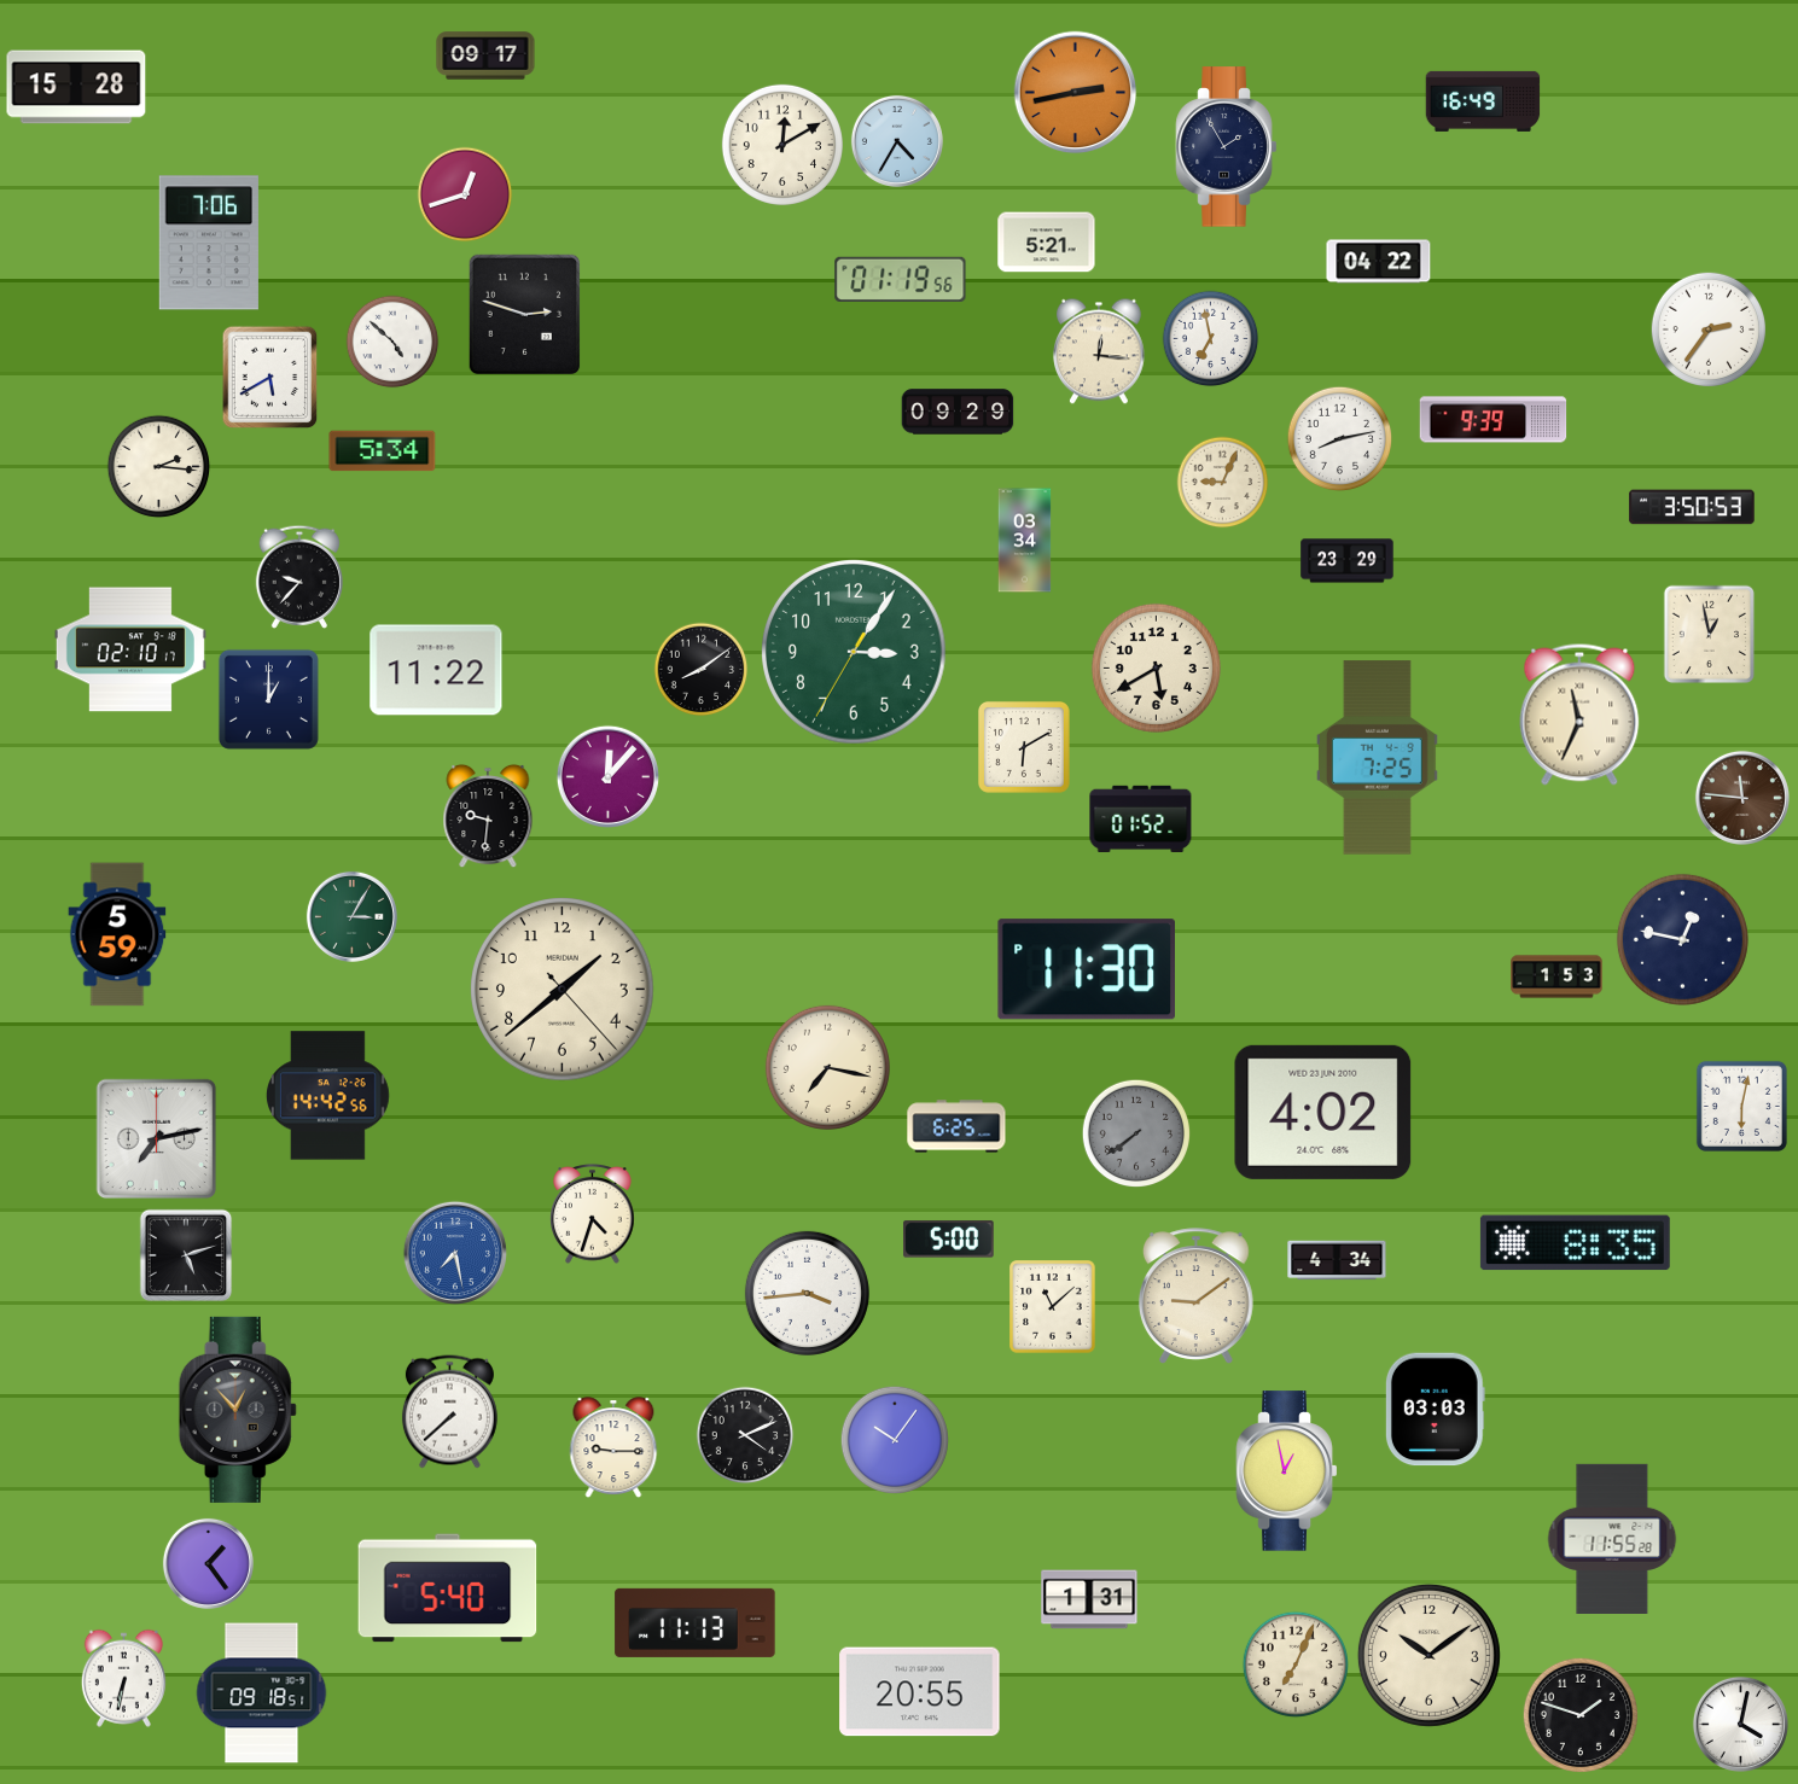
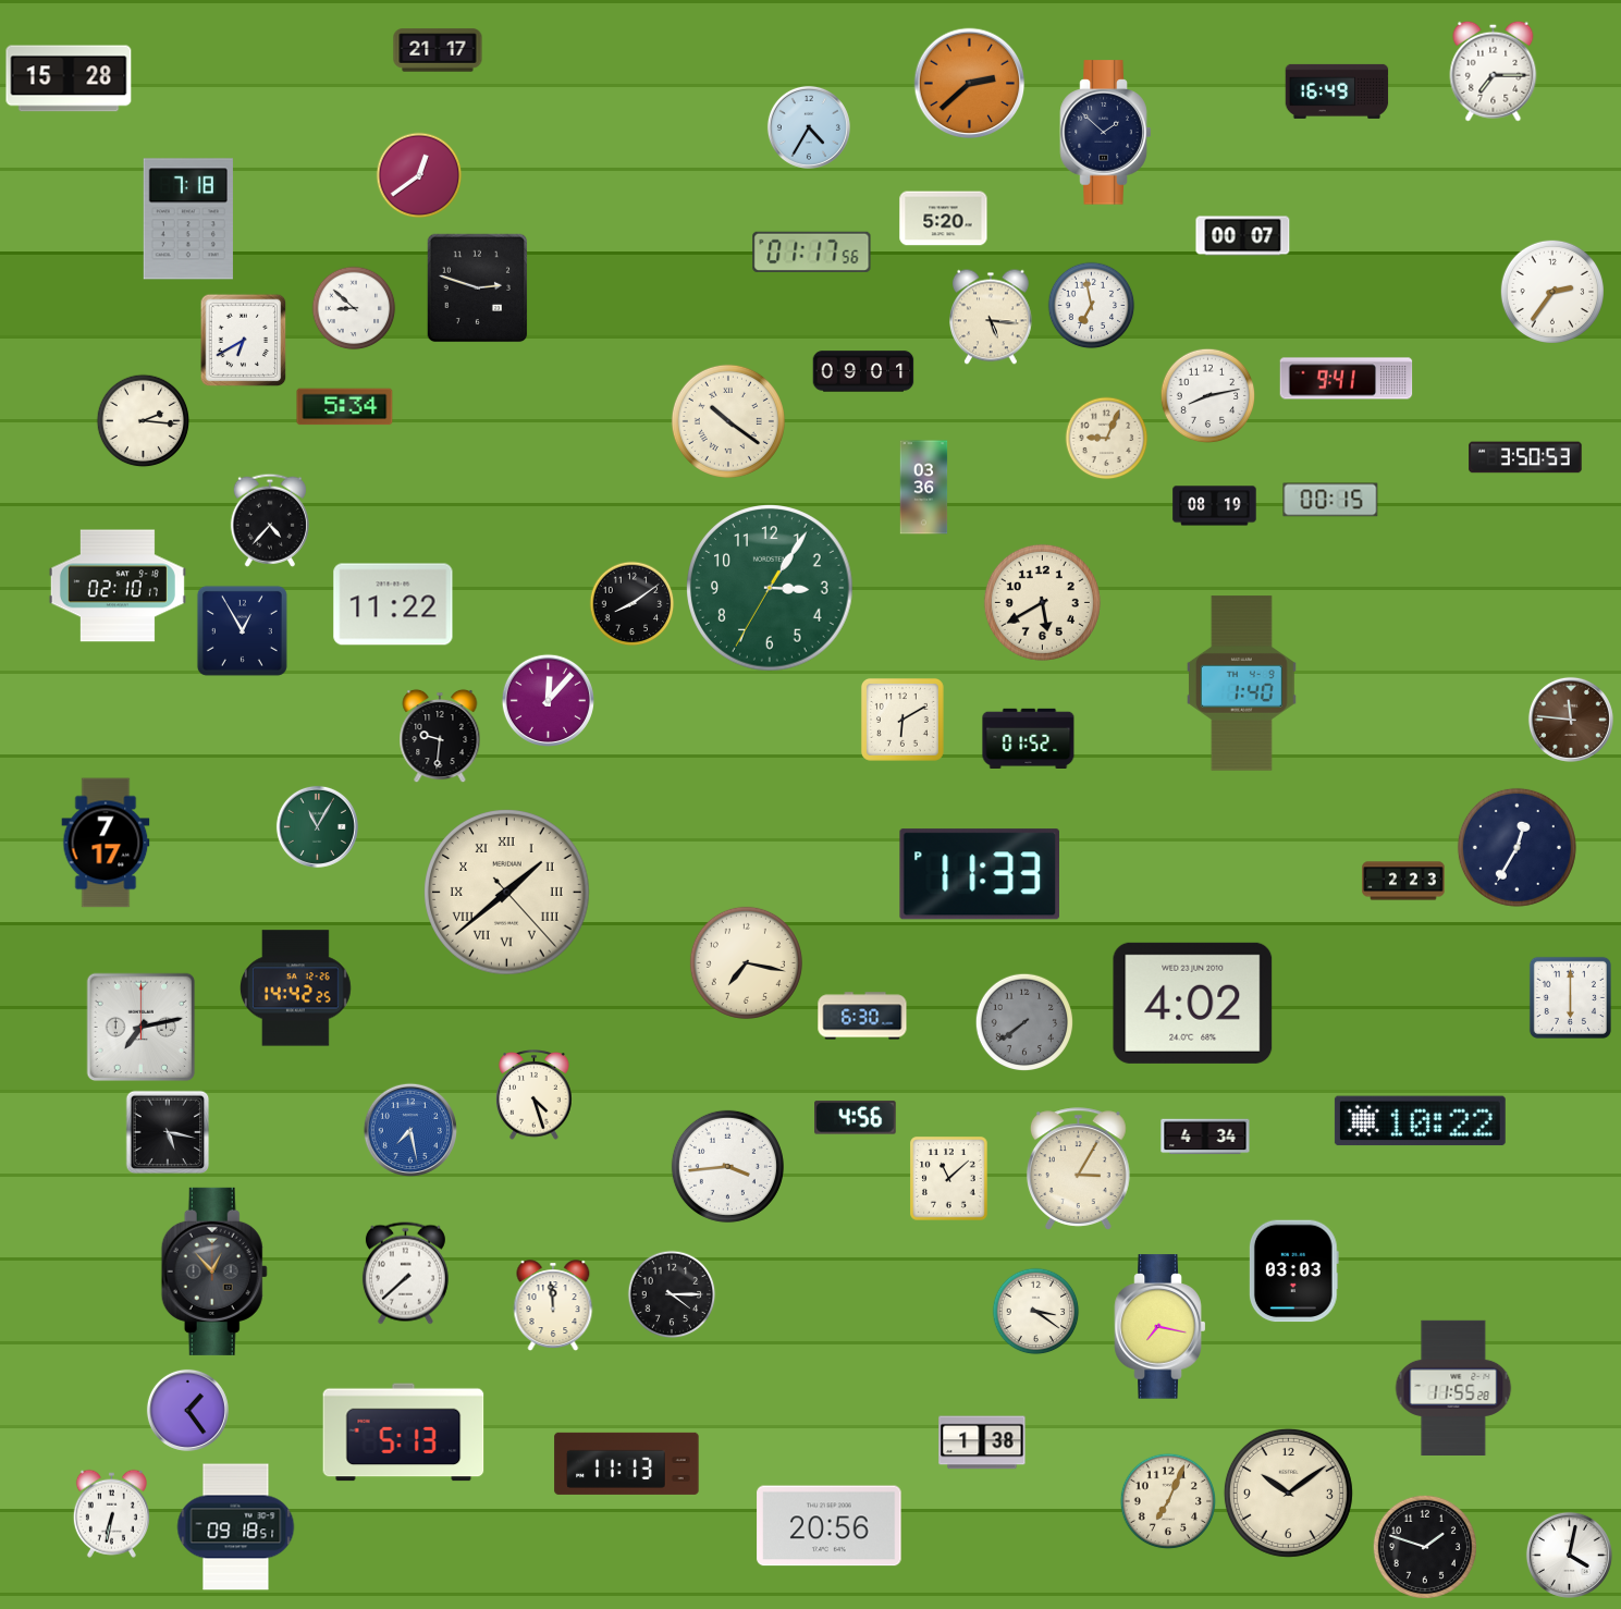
clock at (485, 56): 09:17 -> 21:17
clock at (1494, 71): none -> 7:15
clock at (1076, 93): 2:43 -> 2:38
clock at (782, 145): 12:10 -> none
clock at (1227, 147): 1:55 -> 1:52
clock at (465, 194): 12:42 -> 12:39
clock at (209, 243): 7:06 -> 7:18
clock at (1047, 243): 5:21 -> 5:20
clock at (1379, 262): 04:22 -> 00:07
clock at (901, 279): 01:19 -> 01:17
clock at (525, 315) position: (525, 315) -> (478, 288)
clock at (1709, 330) position: (1709, 330) -> (1552, 292)
clock at (392, 342): 4:52 -> 8:52
clock at (1100, 351): 12:16 -> 5:16
clock at (270, 378): 5:40 -> 6:40
clock at (958, 412): 09:29 -> 09:01
clock at (1494, 420): 9:39 -> 9:41
clock at (728, 421): none -> 10:21
clock at (1223, 483) position: (1223, 483) -> (1107, 439)
clock at (1025, 541): 03:34 -> 03:36
clock at (1330, 500): none -> 00:15
clock at (1348, 561): 23:29 -> 08:19
clock at (299, 577): 9:37 -> 4:37
clock at (1710, 635): 12:58 -> none
clock at (268, 699): 1:00 -> 12:55
clock at (1579, 715): 11:34 -> none
clock at (1024, 747) position: (1024, 747) -> (902, 720)
clock at (1377, 758): 7:25 -> 1:40
clock at (351, 916): 3:05 -> 11:05
clock at (117, 934): 5:59 -> 7:17
clock at (1682, 939): 12:47 -> 12:35
clock at (1086, 969): 11:30 -> 11:33
clock at (1556, 976): 1:53 -> 2:23
clock at (563, 990) numerals: Arabic -> Roman
clock at (327, 1096): 14:42:56 -> 14:42:25
clock at (1741, 1106): 6:02 -> 6:00
clock at (956, 1126): 6:25 -> 6:30
clock at (593, 1214): 4:33 -> 4:27
clock at (949, 1240): 5:00 -> 4:56
clock at (1575, 1243): 8:35 -> 10:22
clock at (186, 1255): 5:12 -> 5:17
clock at (1195, 1296): 9:09 -> 3:05
clock at (745, 1435): 4:11 -> 4:15
clock at (894, 1439): 10:06 -> none
clock at (613, 1447): 9:15 -> 11:59
clock at (1036, 1312): none -> 3:21
clock at (1287, 1471): 12:58 -> 7:17
clock at (448, 1588): 5:40 -> 5:13
clock at (1089, 1599): 1:31 -> 1:38
clock at (920, 1692): 20:55 -> 20:56
